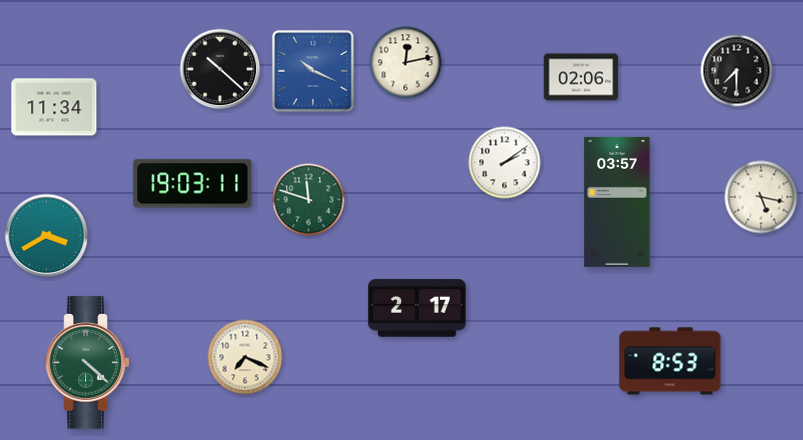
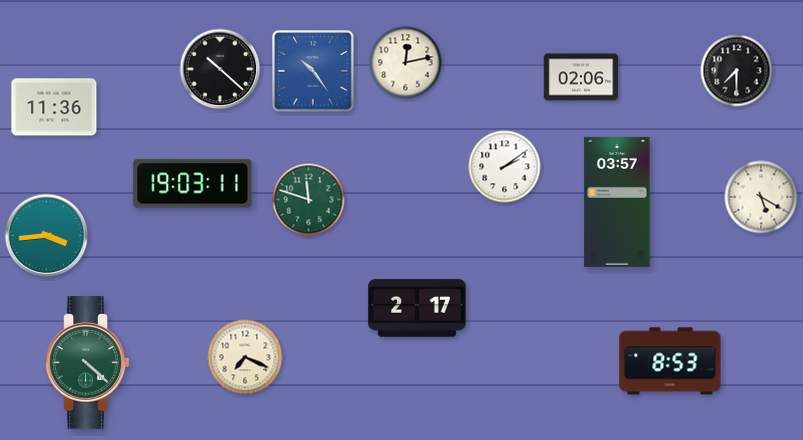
clock at (313, 71): 10:19 -> 10:24
clock at (54, 107): 11:34 -> 11:36
clock at (505, 163) position: (505, 163) -> (505, 167)
clock at (761, 197): 5:17 -> 5:20
clock at (47, 236): 3:40 -> 3:44
